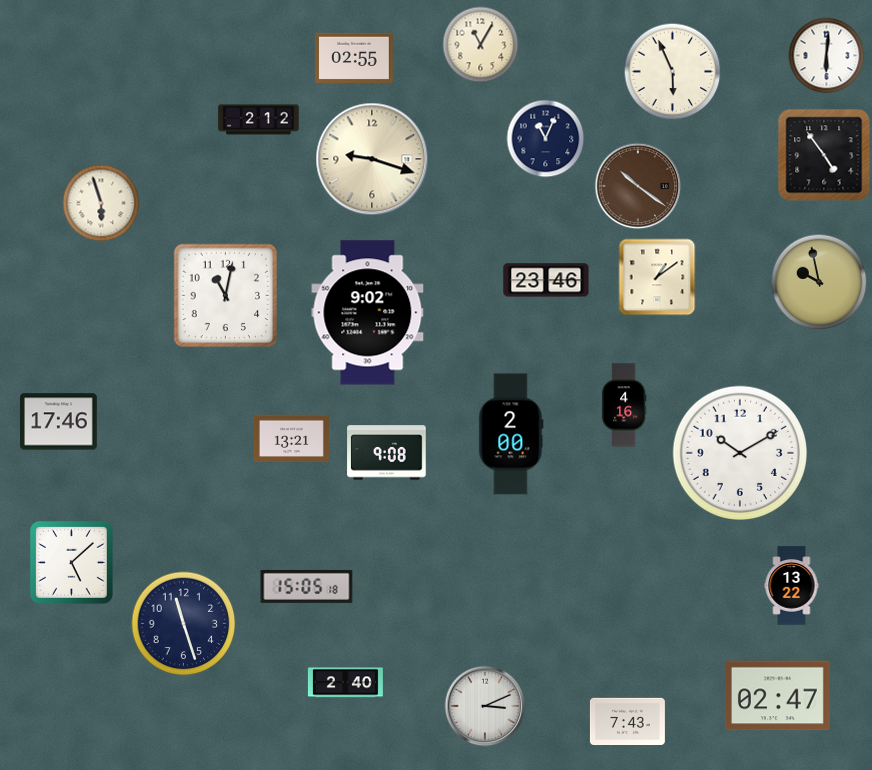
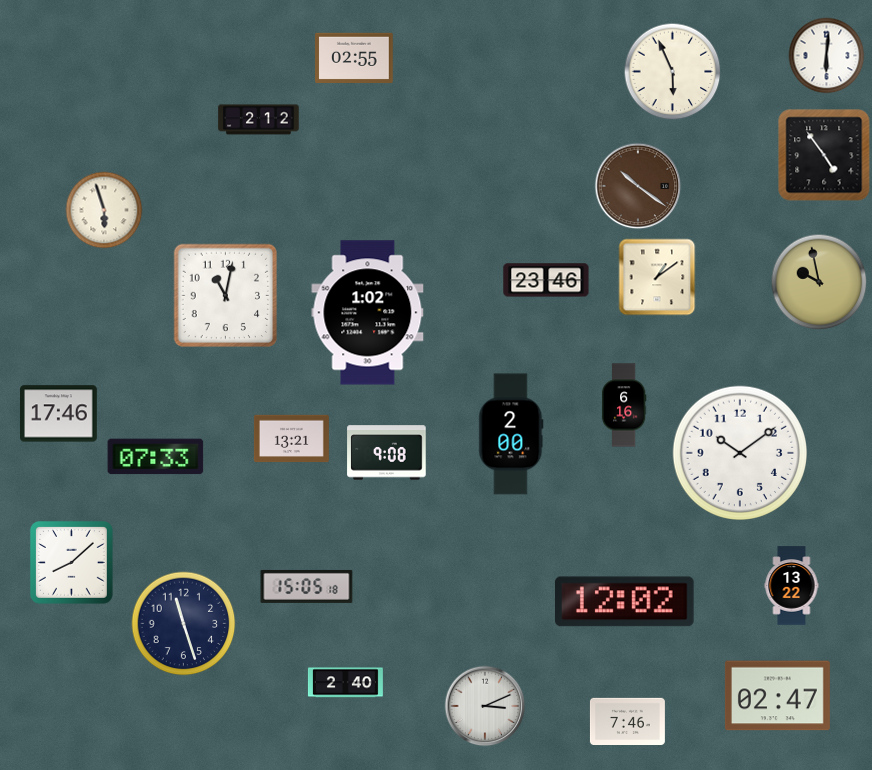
clock at (481, 45): 11:05 -> none
clock at (546, 139): 11:04 -> none
clock at (372, 159): 9:18 -> none
clock at (101, 203) position: (101, 203) -> (104, 210)
clock at (368, 313): 9:02 -> 1:02
clock at (624, 405): 4:16 -> 6:16
clock at (59, 422) position: (59, 422) -> (59, 414)
clock at (739, 452): 10:10 -> 10:09
clock at (156, 457): none -> 07:33
clock at (71, 562): 5:08 -> 8:08
clock at (625, 602): none -> 12:02
clock at (627, 721): 7:43 -> 7:46
